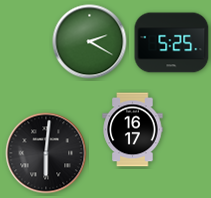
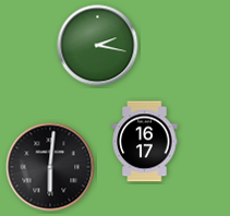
clock at (90, 42): 2:20 -> 2:17
clock at (172, 43): 5:25 -> none
